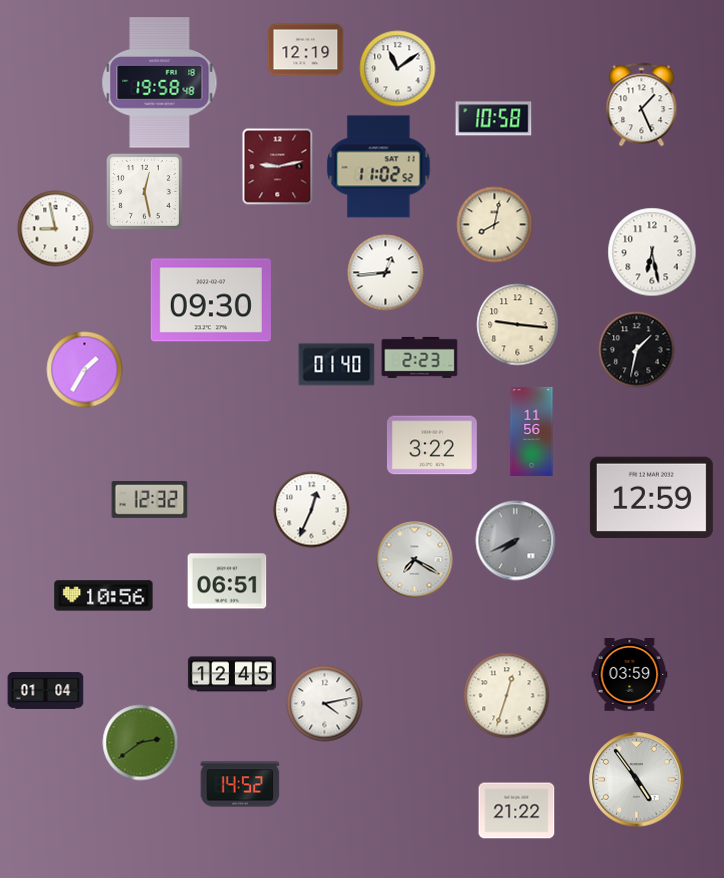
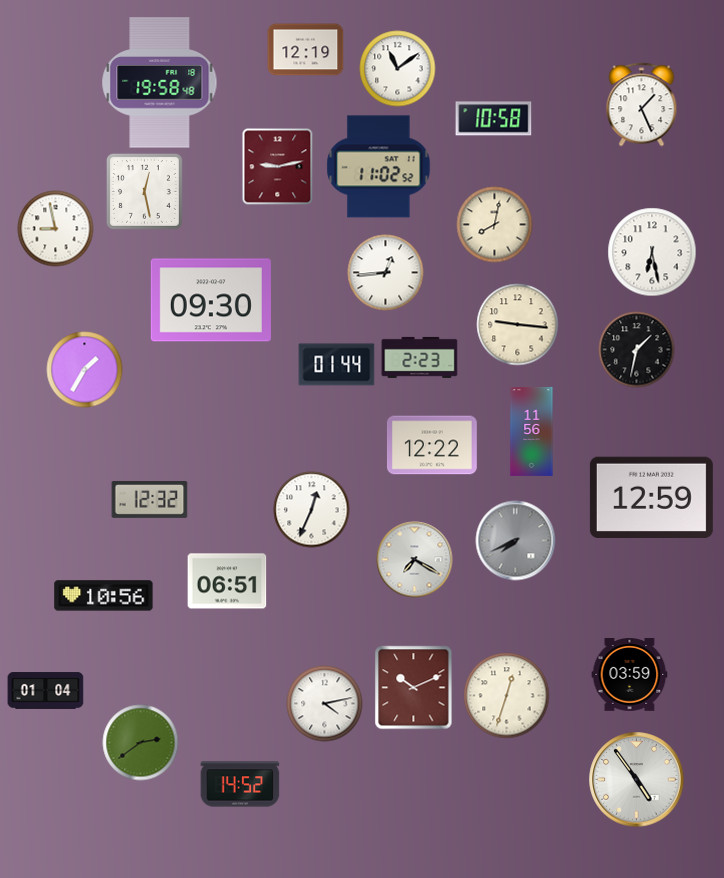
clock at (337, 365): 01:40 -> 01:44
clock at (432, 445): 3:22 -> 12:22
clock at (232, 674): 12:45 -> none
clock at (414, 688): none -> 10:11
clock at (517, 811): 21:22 -> none
